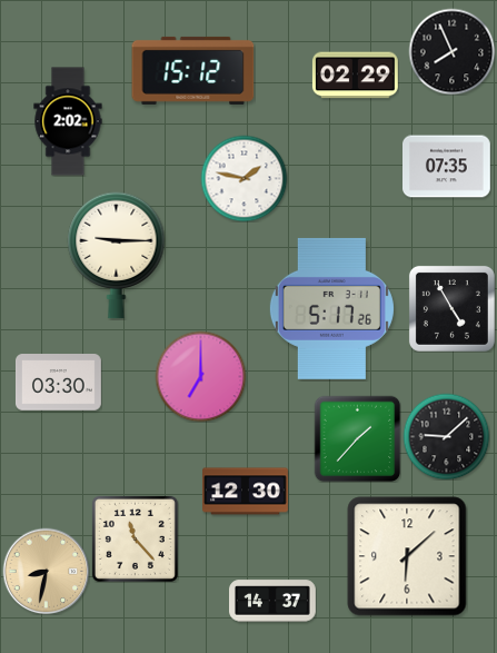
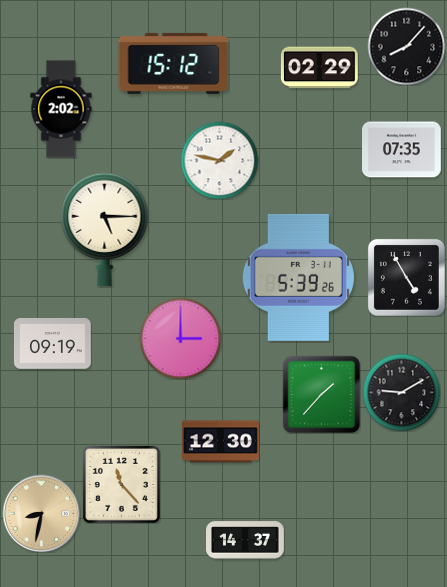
clock at (451, 51): 7:56 -> 8:07
clock at (117, 256): 9:15 -> 5:15
clock at (331, 308): 5:17 -> 5:39
clock at (200, 376): 7:00 -> 3:00
clock at (58, 383): 03:30 -> 09:19
clock at (446, 436): 9:08 -> 9:10
clock at (407, 556): 6:08 -> none
